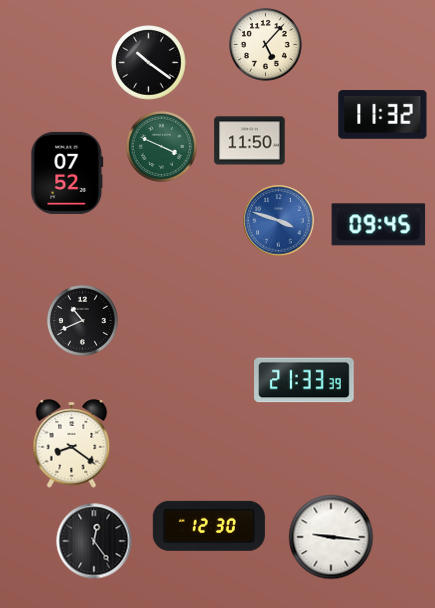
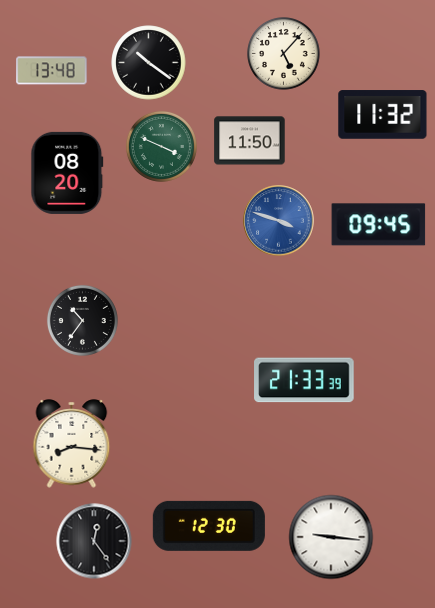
clock at (266, 45) position: (266, 45) -> (284, 54)
clock at (52, 71): none -> 13:48
clock at (67, 173): 07:52 -> 08:20
clock at (82, 320): 10:41 -> 10:36
clock at (72, 444): 8:21 -> 8:16
